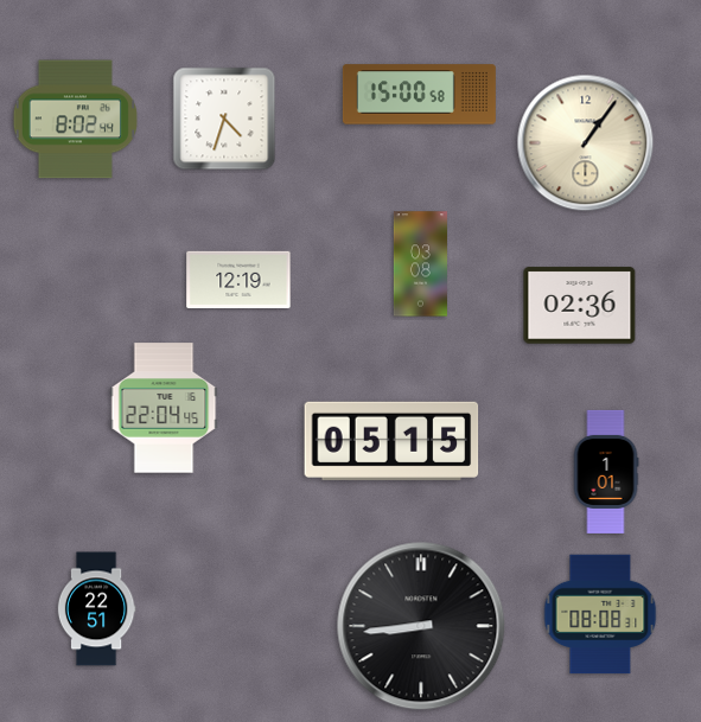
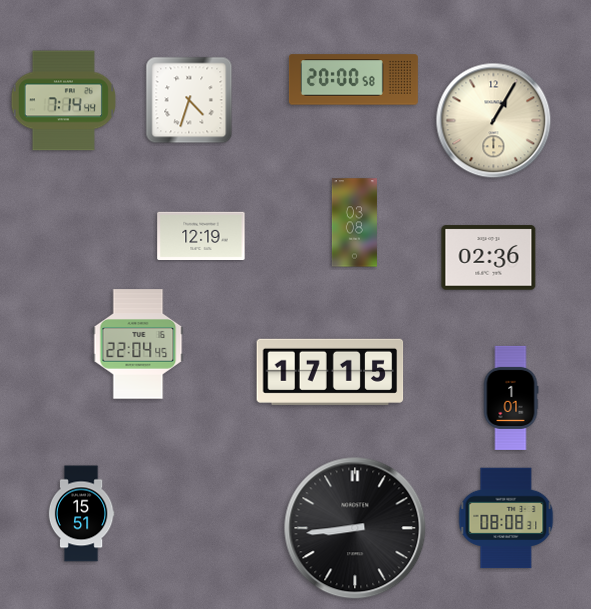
clock at (419, 95): 15:00 -> 20:00
clock at (75, 120): 8:02 -> 7:14
clock at (586, 143): 1:06 -> 1:05
clock at (391, 441): 05:15 -> 17:15
clock at (96, 609): 22:51 -> 15:51
